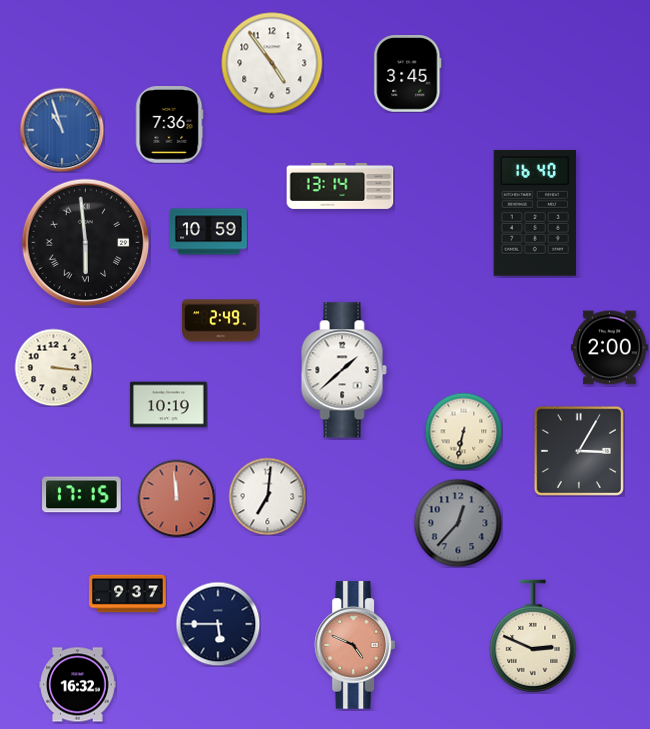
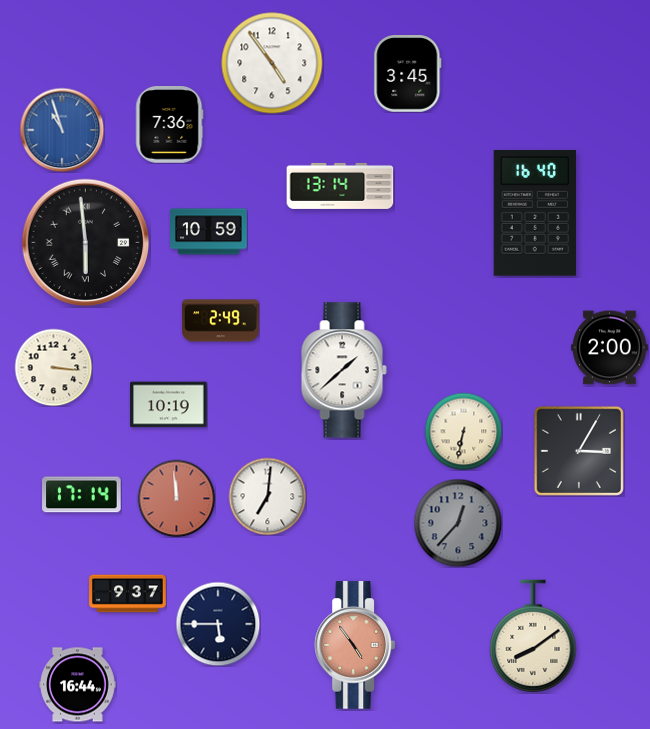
clock at (82, 495): 17:15 -> 17:14
clock at (533, 636): 2:49 -> 8:09
clock at (354, 645): 4:49 -> 4:54
clock at (78, 685): 16:32 -> 16:44
